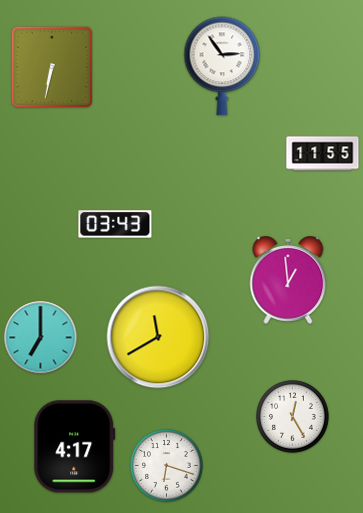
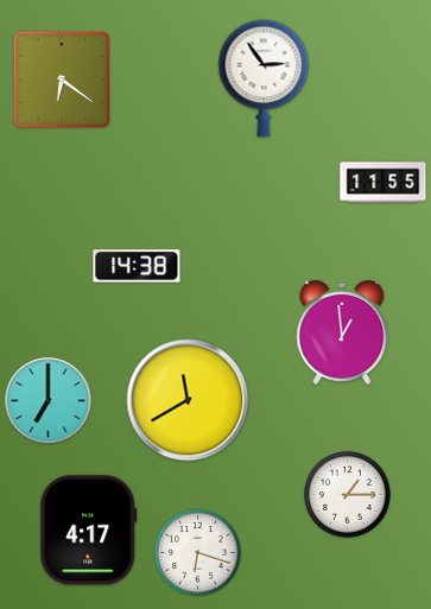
clock at (52, 67): 6:32 -> 6:21
clock at (115, 224): 03:43 -> 14:38
clock at (293, 417): 12:25 -> 1:15
